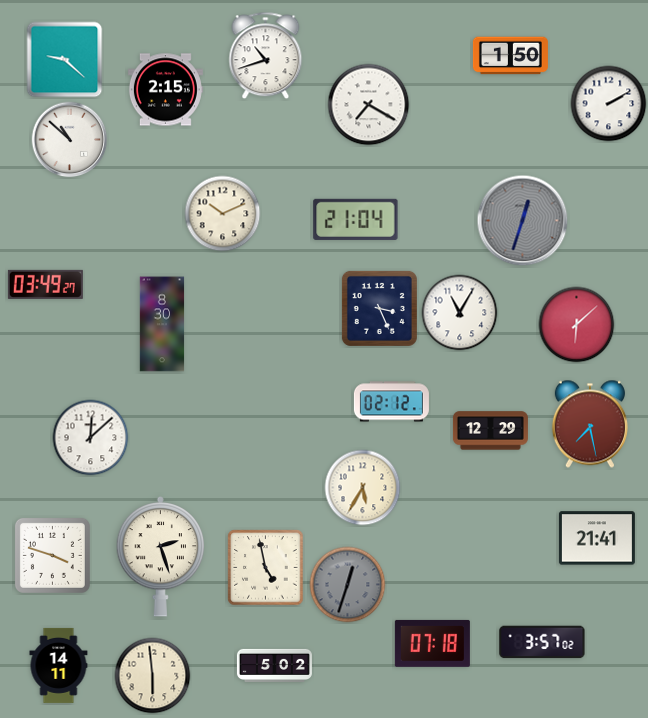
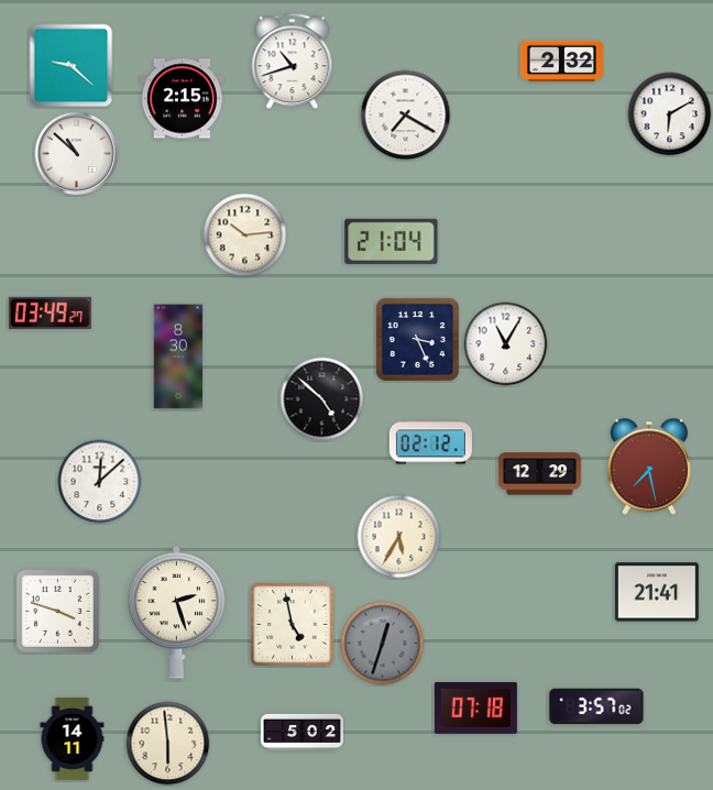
clock at (510, 56): 1:50 -> 2:32
clock at (609, 104): 2:10 -> 6:10
clock at (223, 214): 10:11 -> 10:14
clock at (523, 221): 12:33 -> none
clock at (577, 325): 6:08 -> none
clock at (322, 399): none -> 4:52
clock at (59, 665) position: (59, 665) -> (73, 738)
